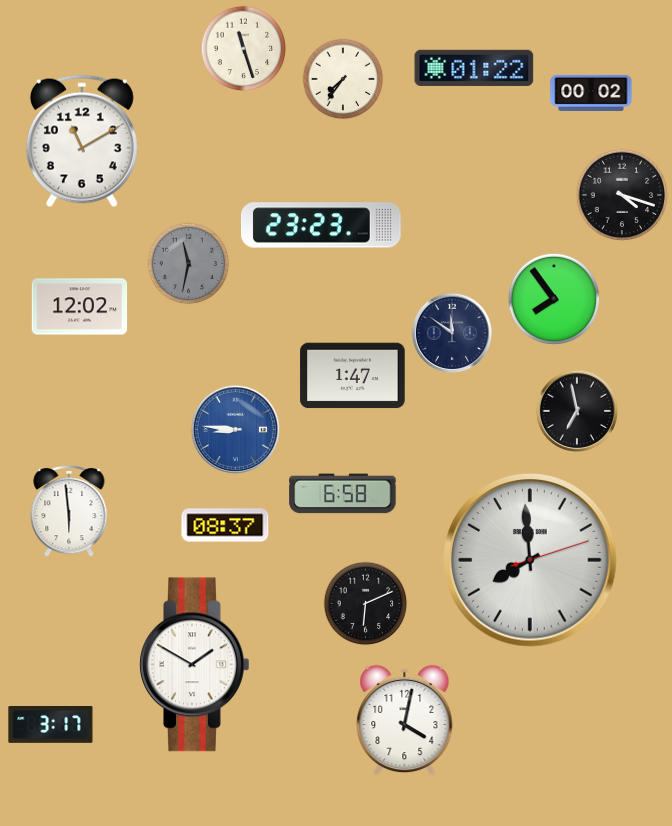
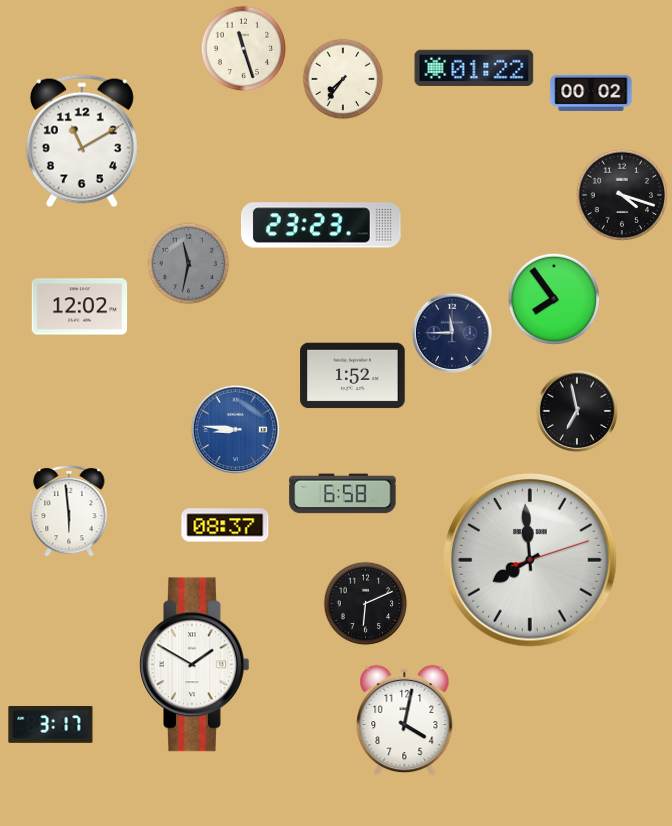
clock at (451, 332): 11:51 -> 11:45
clock at (353, 376): 1:47 -> 1:52
